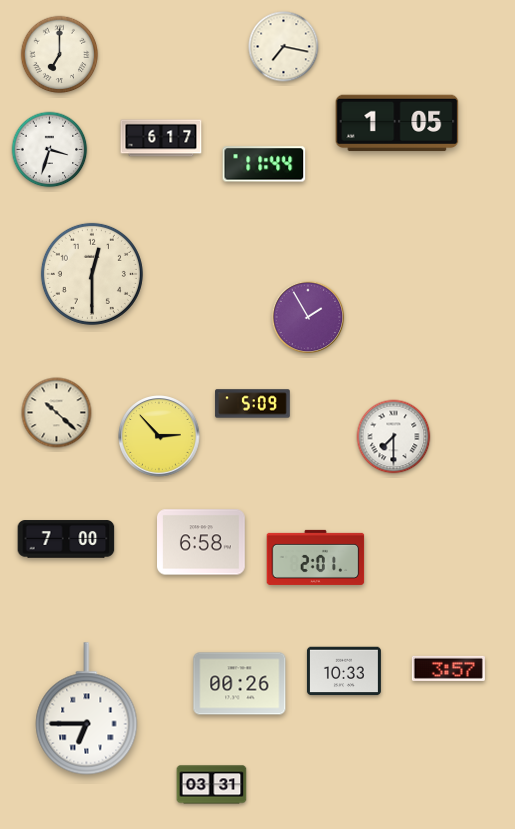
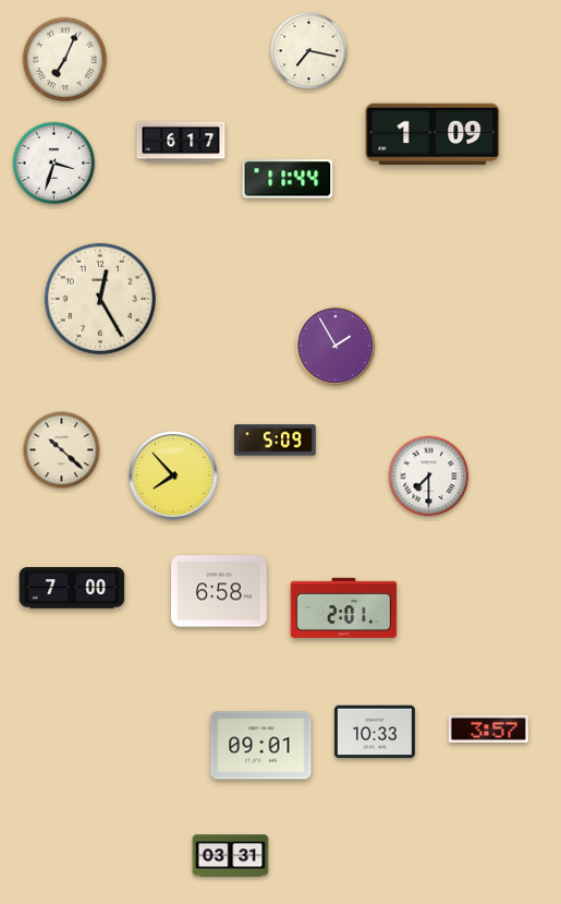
clock at (60, 55): 7:00 -> 7:04
clock at (397, 123): 1:05 -> 1:09
clock at (161, 138) position: (161, 138) -> (181, 142)
clock at (92, 274): 12:30 -> 12:25
clock at (159, 436): 2:53 -> 7:53
clock at (240, 684): 00:26 -> 09:01
clock at (87, 709): 6:45 -> none
